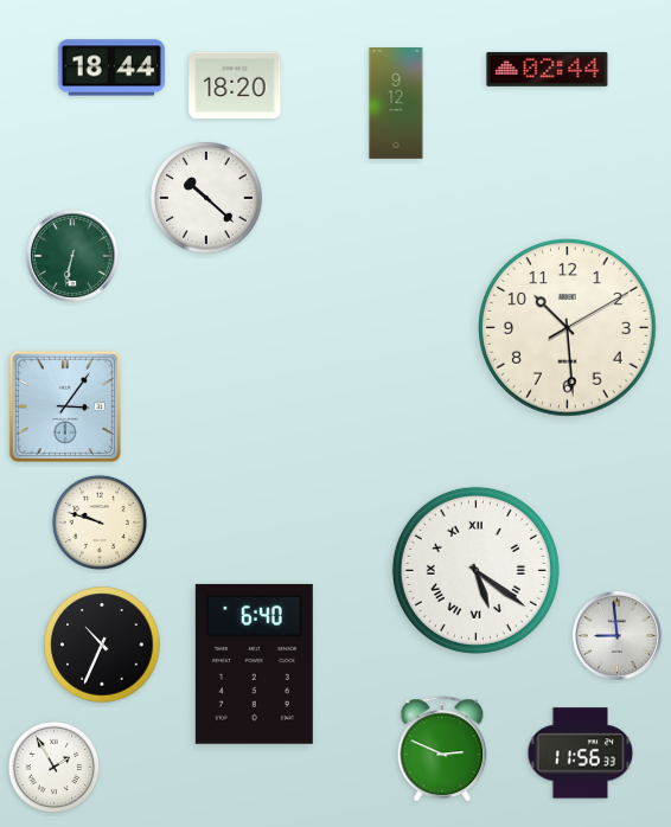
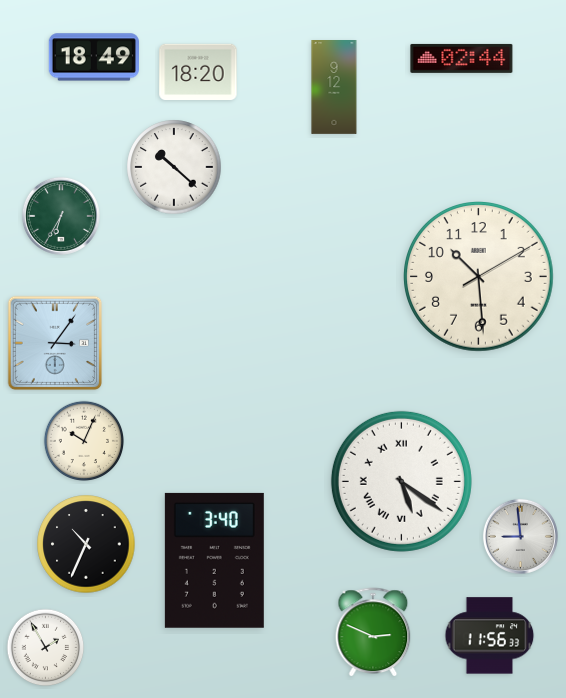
clock at (111, 68): 18:44 -> 18:49
clock at (72, 256): 6:32 -> 6:35
clock at (98, 521): 9:48 -> 10:04
clock at (254, 663): 6:40 -> 3:40
